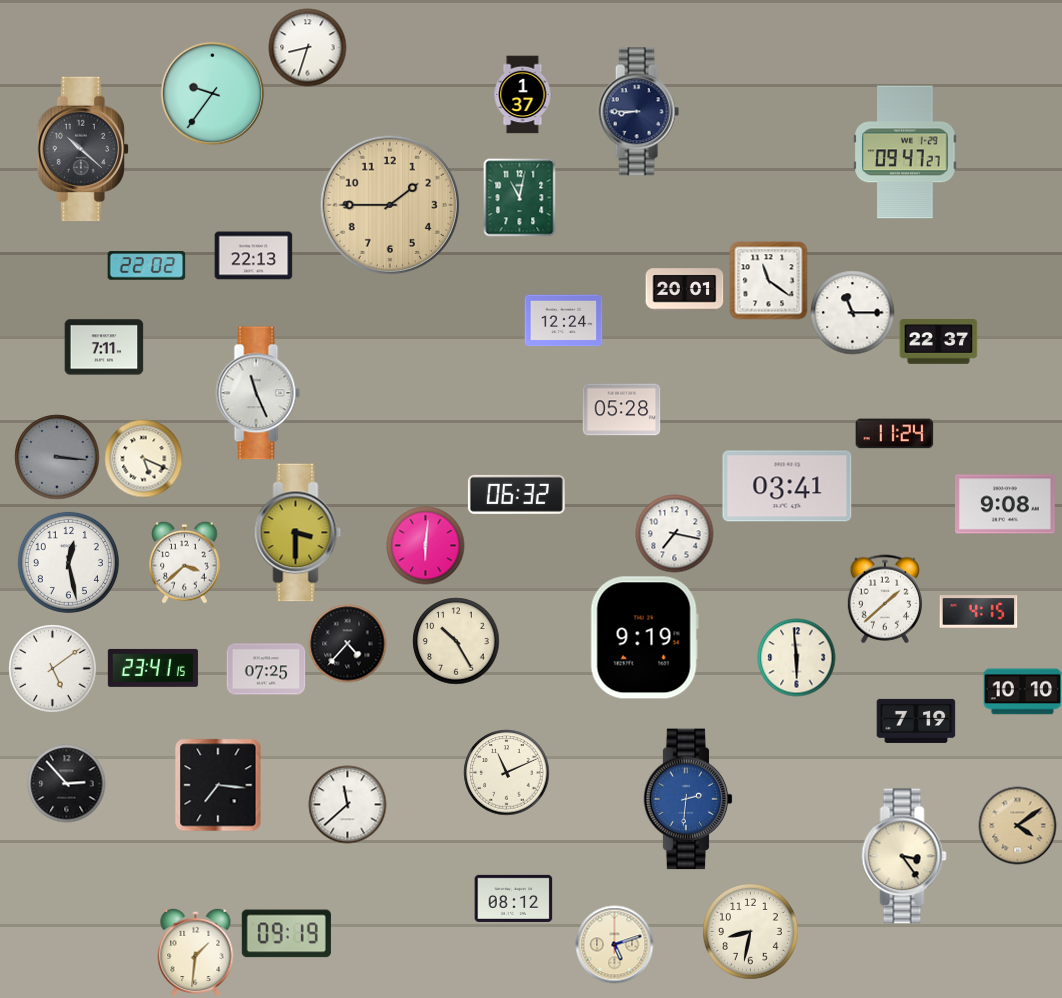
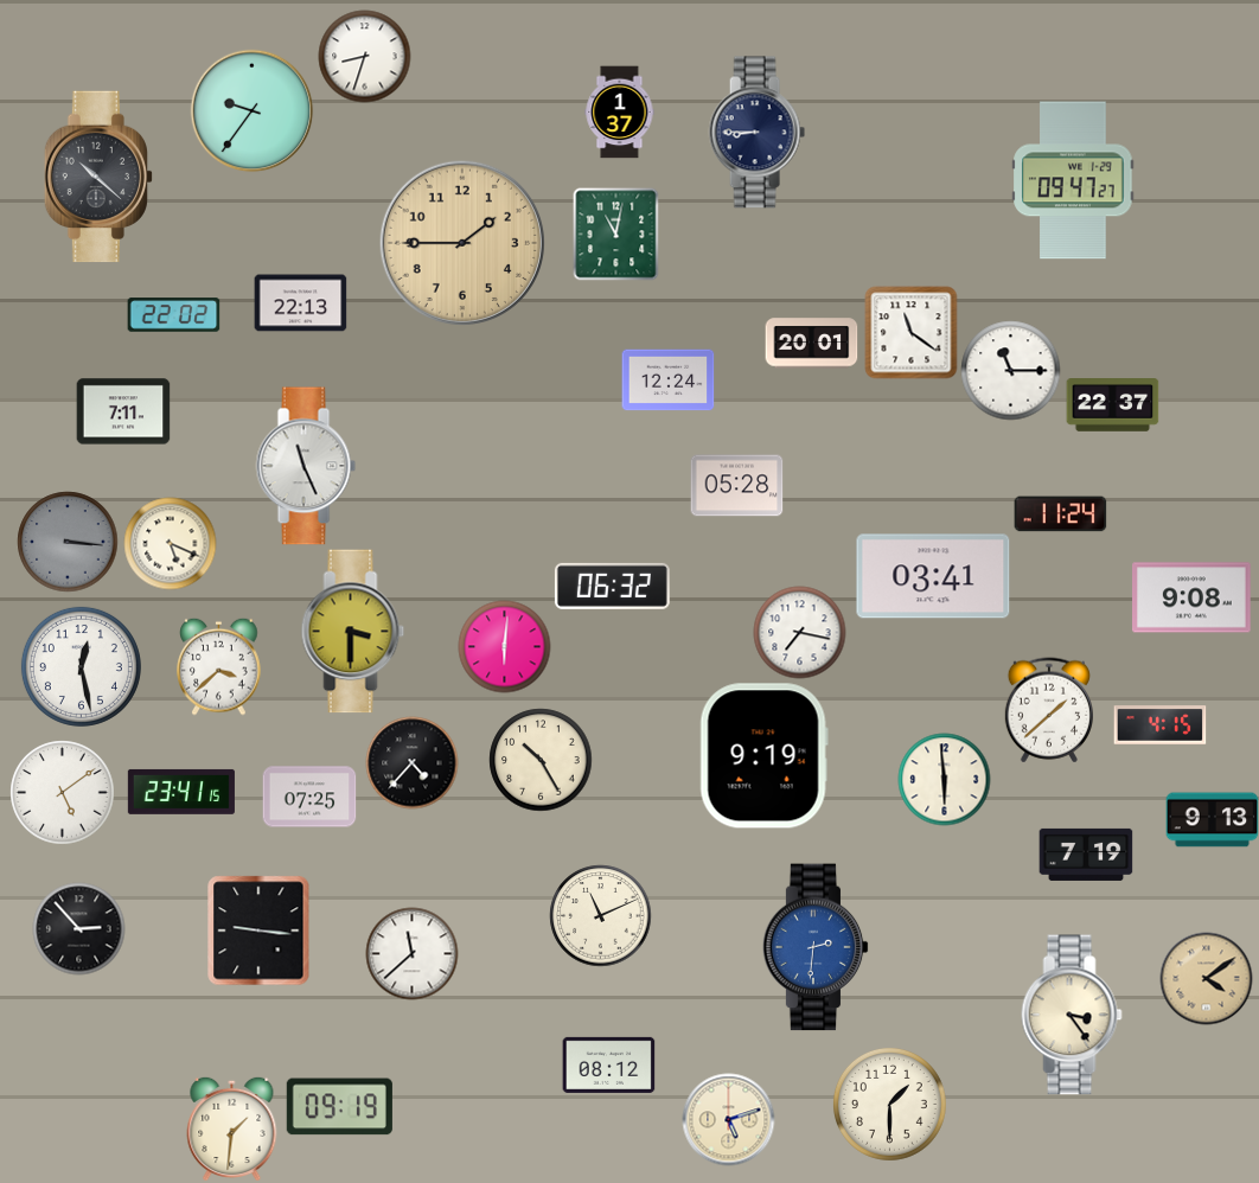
clock at (266, 669) position: (266, 669) -> (309, 797)
clock at (1022, 692): 10:10 -> 9:13
clock at (218, 785): 7:16 -> 9:16
clock at (750, 931): 8:32 -> 1:30
